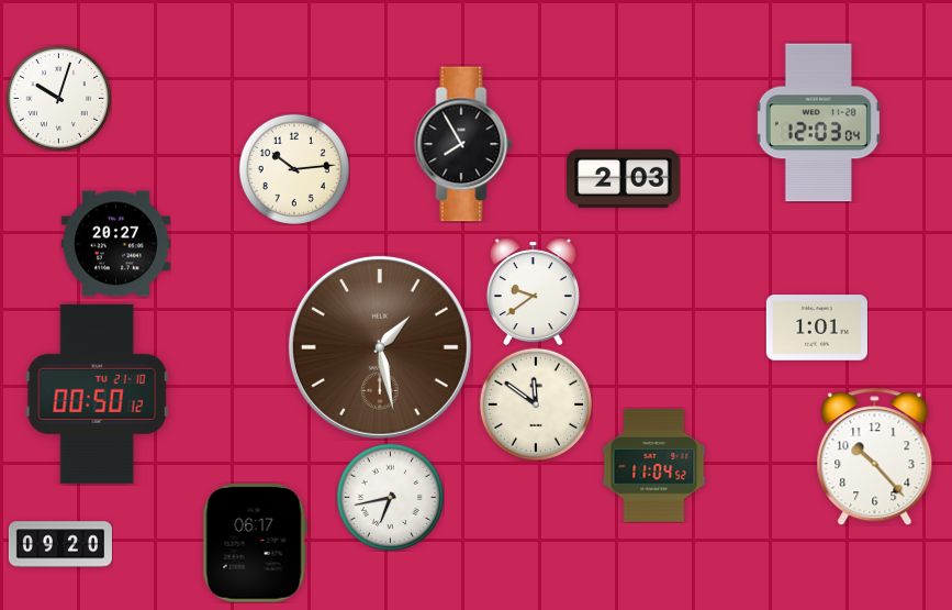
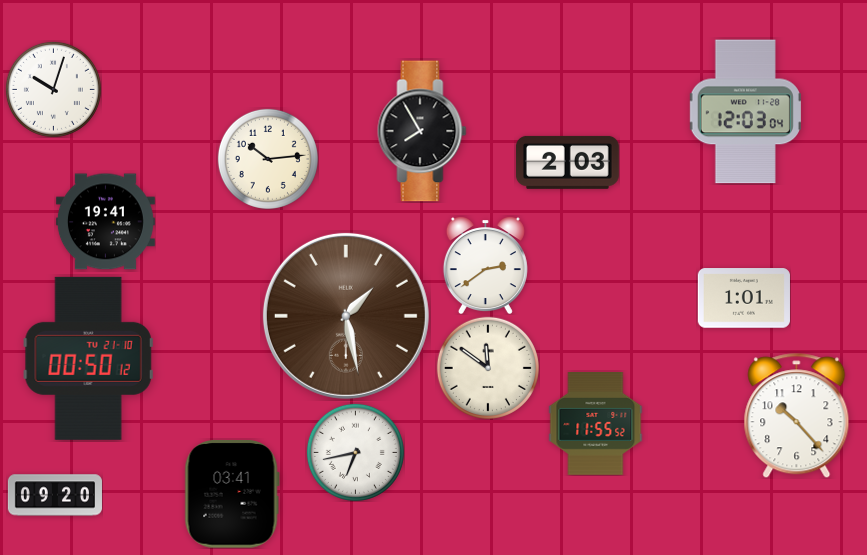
clock at (294, 169) position: (294, 169) -> (268, 159)
clock at (115, 244): 20:27 -> 19:41
clock at (533, 291): 9:39 -> 2:39
clock at (654, 466): 11:04 -> 11:55
clock at (255, 544): 06:17 -> 03:41
